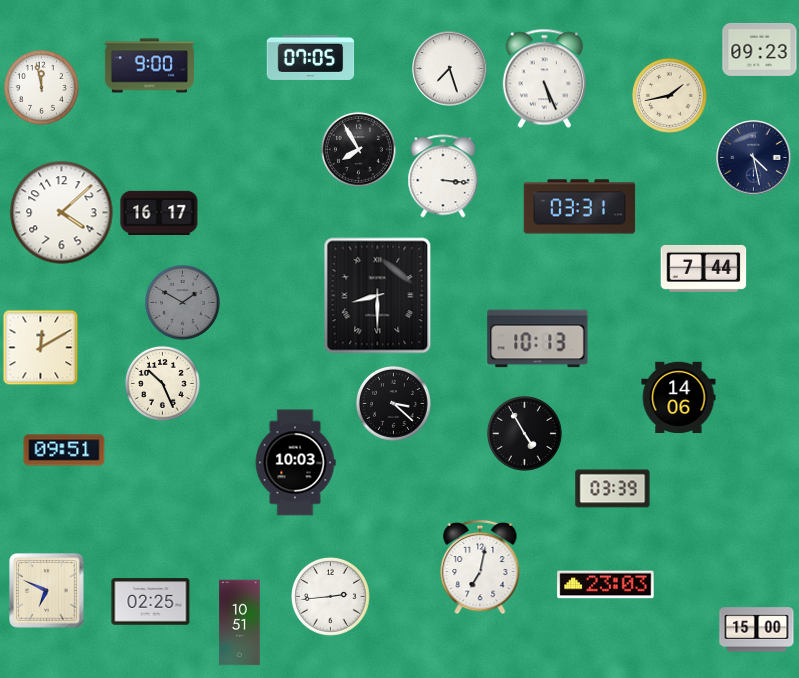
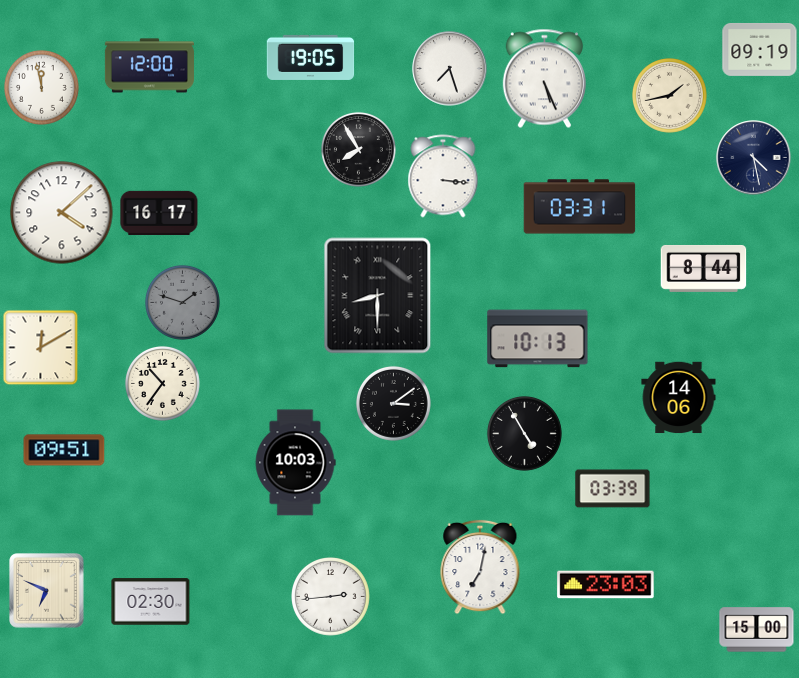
clock at (760, 49): 09:23 -> 09:19
clock at (311, 57): 07:05 -> 19:05
clock at (149, 66): 9:00 -> 12:00
clock at (704, 268): 7:44 -> 8:44
clock at (182, 302): 1:50 -> 1:48
clock at (162, 383): 10:26 -> 10:36
clock at (393, 403): 3:22 -> 3:09
clock at (151, 602): 02:25 -> 02:30
clock at (240, 623): 10:51 -> none
